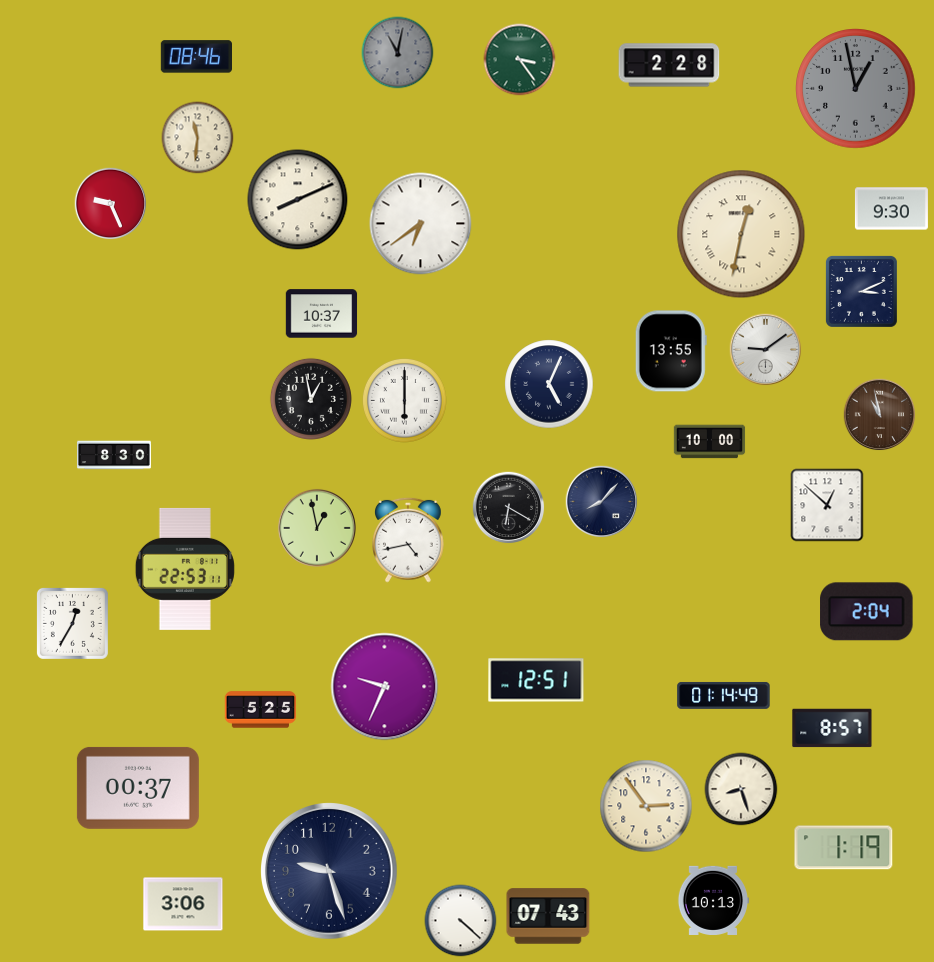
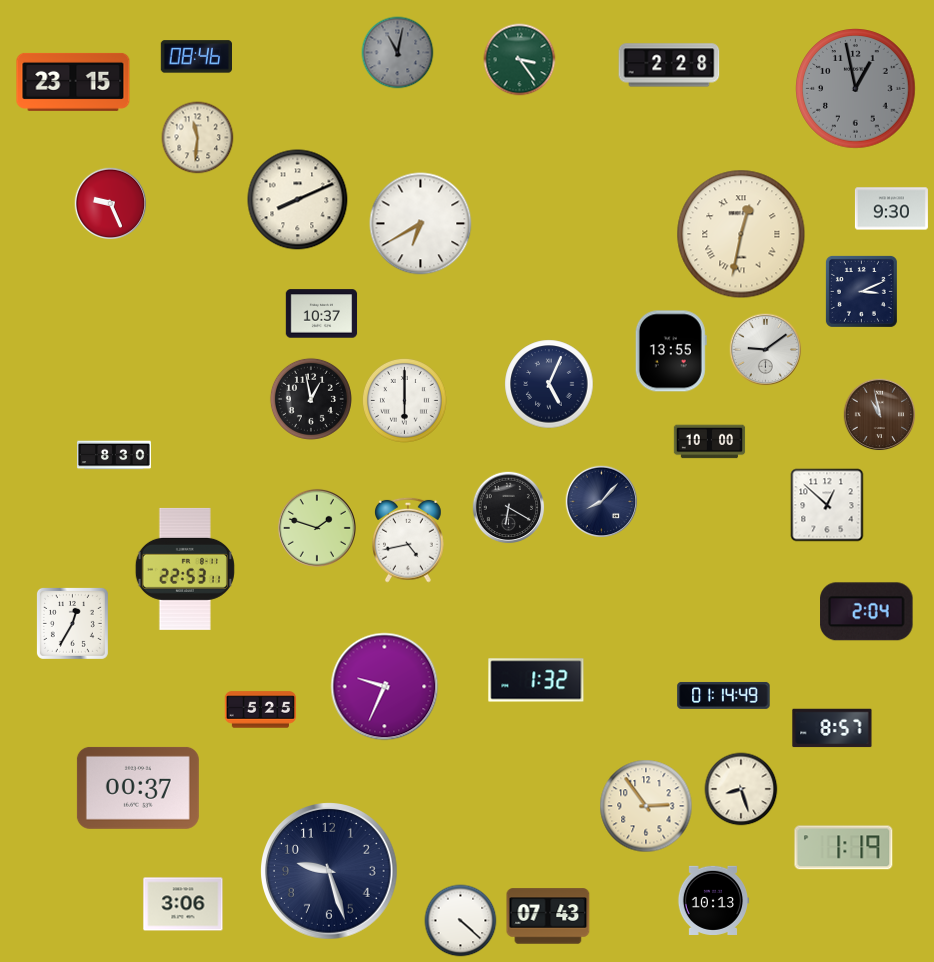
clock at (73, 82): none -> 23:15
clock at (421, 224): 6:39 -> 6:40
clock at (317, 528): 12:58 -> 1:48
clock at (536, 680): 12:51 -> 1:32
